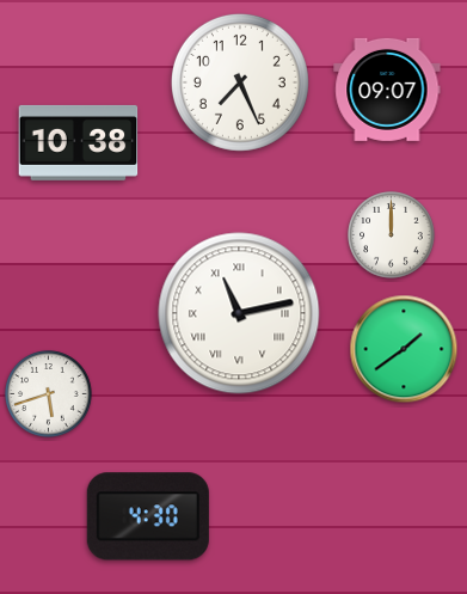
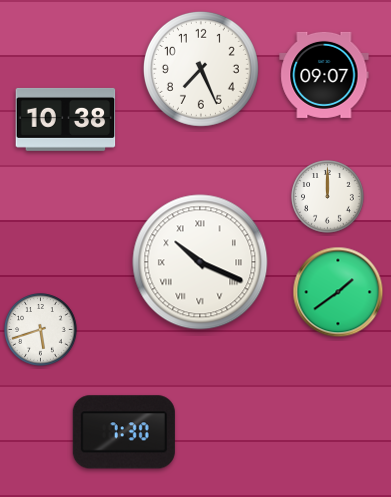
clock at (239, 313): 11:13 -> 10:19
clock at (148, 516): 4:30 -> 7:30
